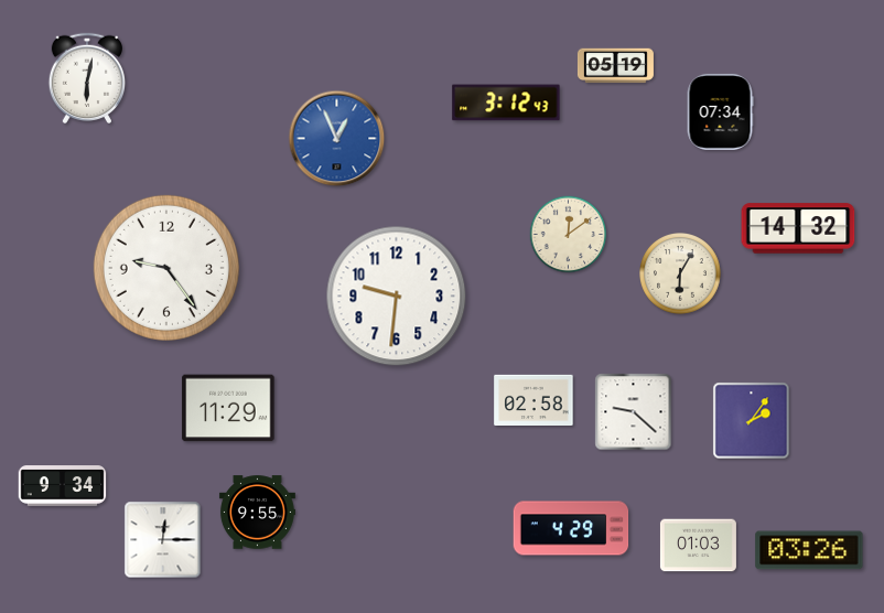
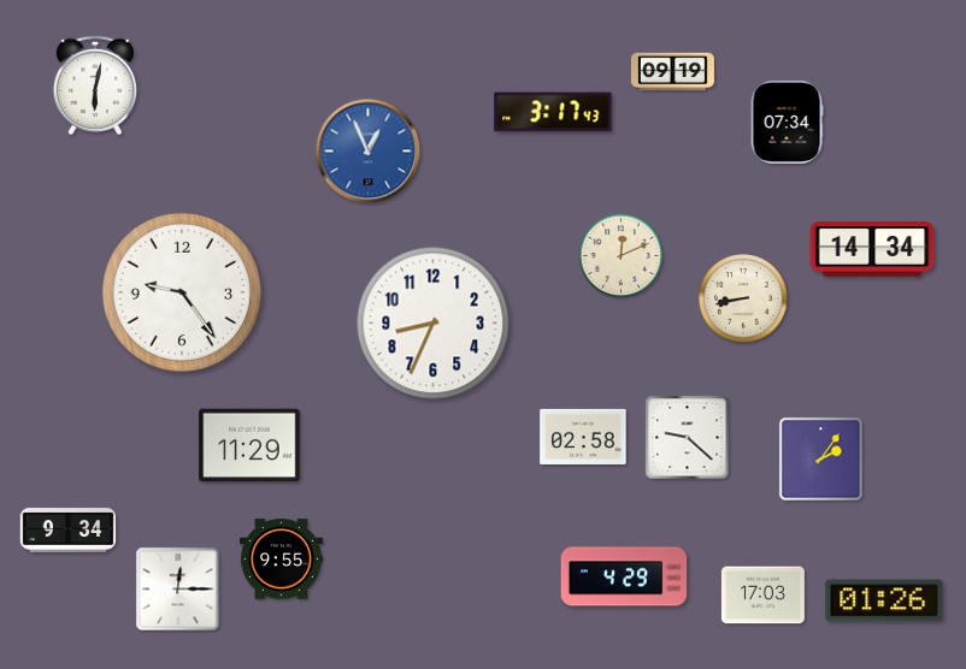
clock at (615, 66): 05:19 -> 09:19
clock at (506, 103): 3:12 -> 3:17
clock at (798, 228): 14:32 -> 14:34
clock at (569, 235): 12:09 -> 12:11
clock at (681, 275): 6:05 -> 8:43
clock at (397, 297): 9:31 -> 8:34
clock at (634, 412) position: (634, 412) -> (688, 438)
clock at (698, 546): 01:03 -> 17:03
clock at (809, 550): 03:26 -> 01:26
